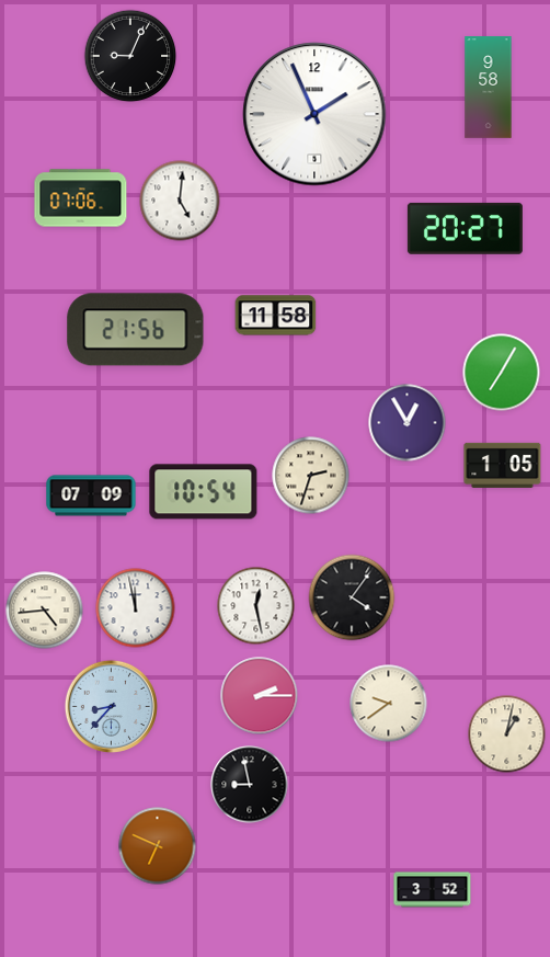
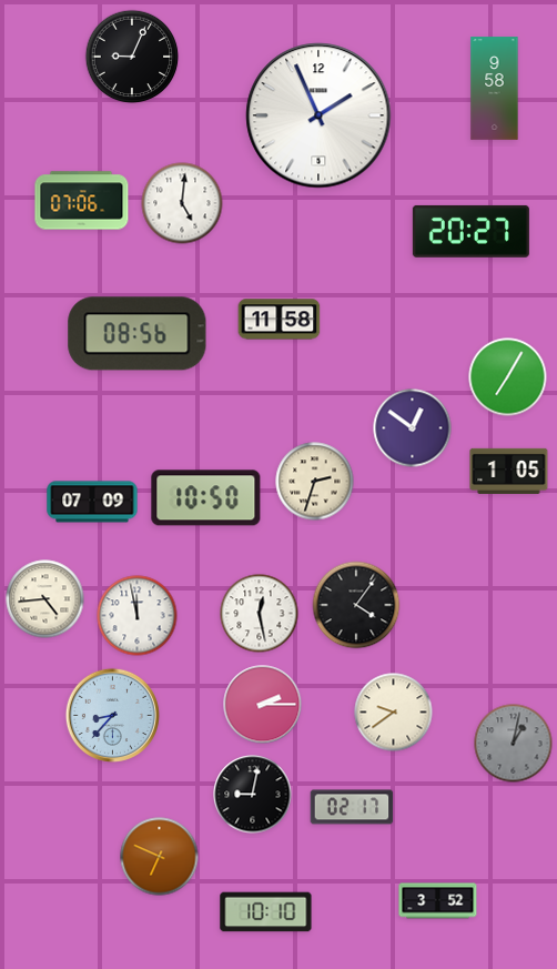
clock at (136, 330): 21:56 -> 08:56
clock at (408, 423): 12:55 -> 12:51
clock at (204, 492): 10:54 -> 10:50
clock at (45, 611) position: (45, 611) -> (45, 599)
clock at (507, 734) dial: cream -> grey
clock at (250, 785): 8:58 -> 9:02
clock at (352, 807): none -> 02:17
clock at (266, 912): none -> 10:10
